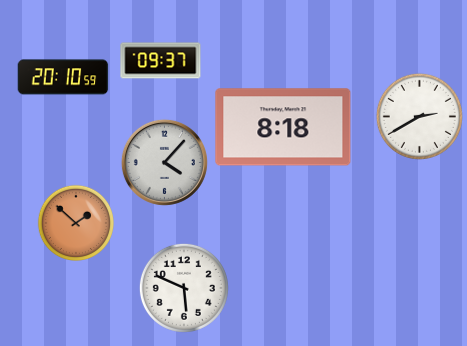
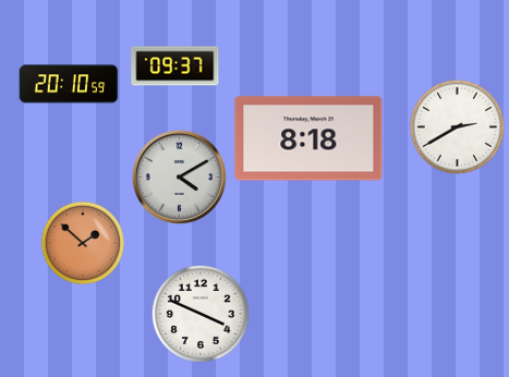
clock at (164, 162): 4:07 -> 4:10
clock at (184, 288): 5:49 -> 3:49
